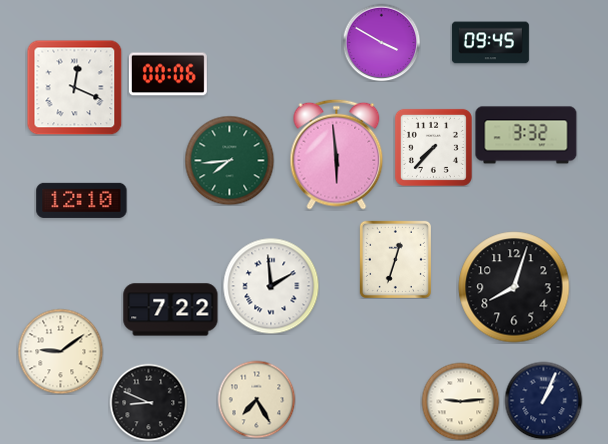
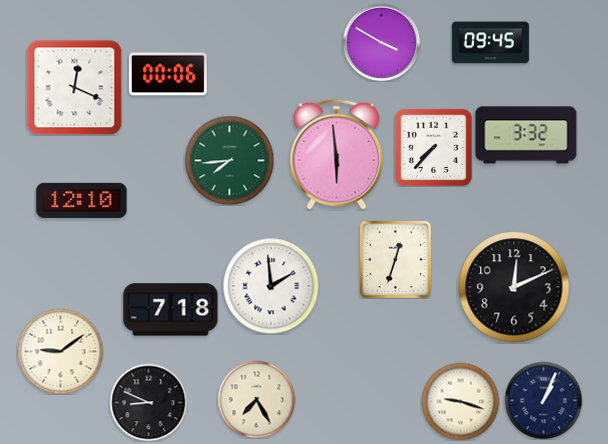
clock at (514, 287): 8:03 -> 12:11
clock at (171, 310): 7:22 -> 7:18
clock at (460, 401): 9:14 -> 9:18
